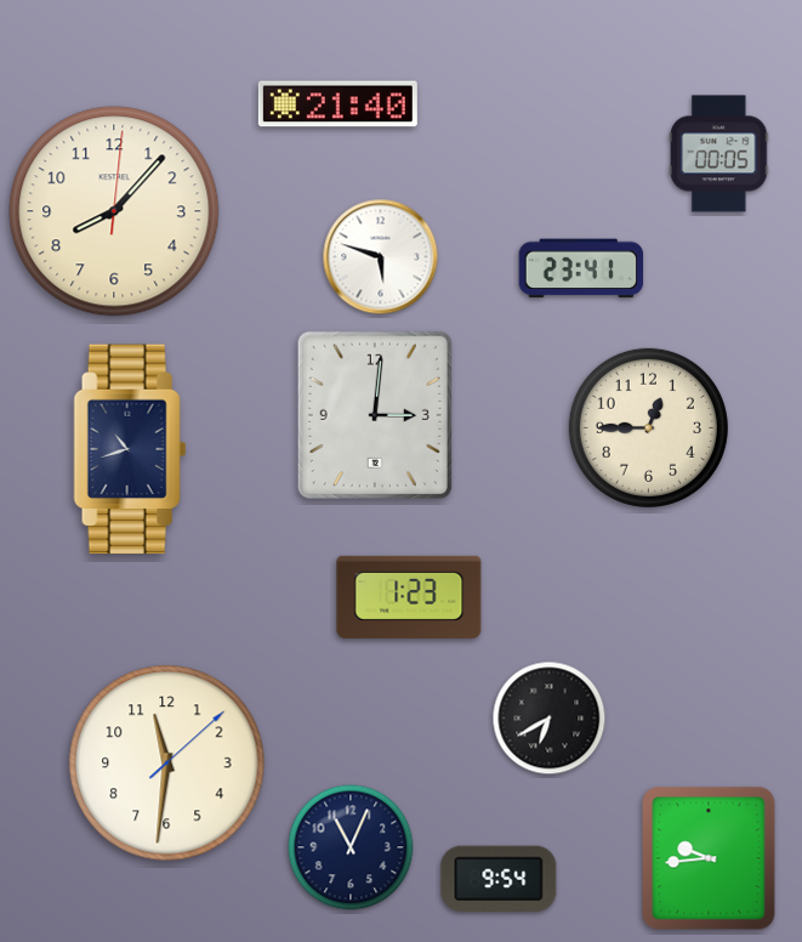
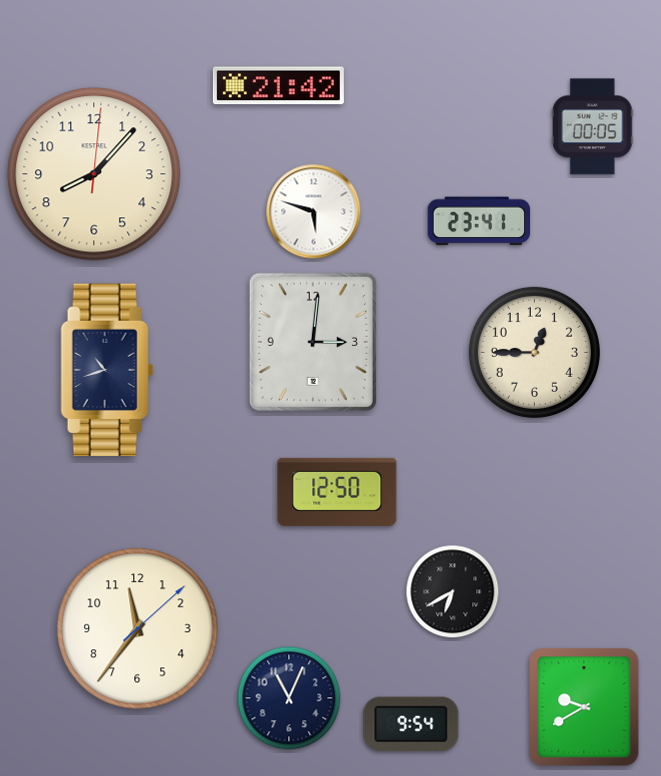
clock at (337, 104): 21:40 -> 21:42
clock at (375, 415) position: (375, 415) -> (313, 342)
clock at (409, 597): 1:23 -> 12:50
clock at (167, 764): 11:31 -> 11:36
clock at (709, 858): 9:44 -> 9:40
